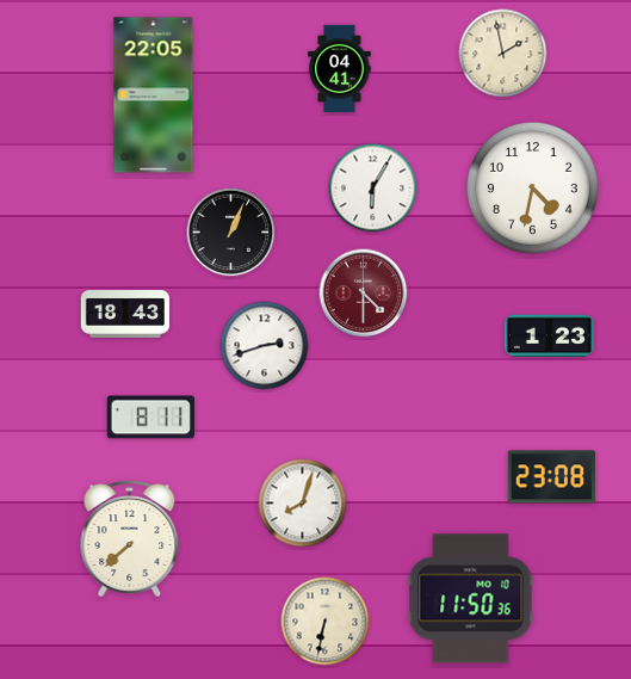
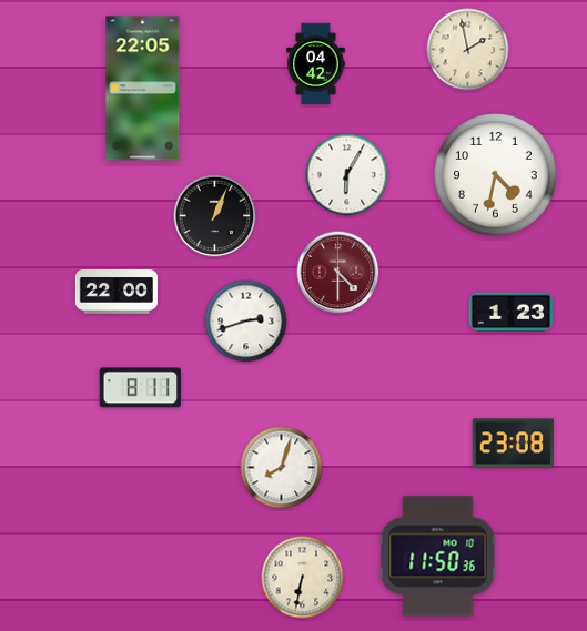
clock at (340, 69): 04:41 -> 04:42
clock at (125, 315): 18:43 -> 22:00
clock at (130, 539): 7:38 -> none
